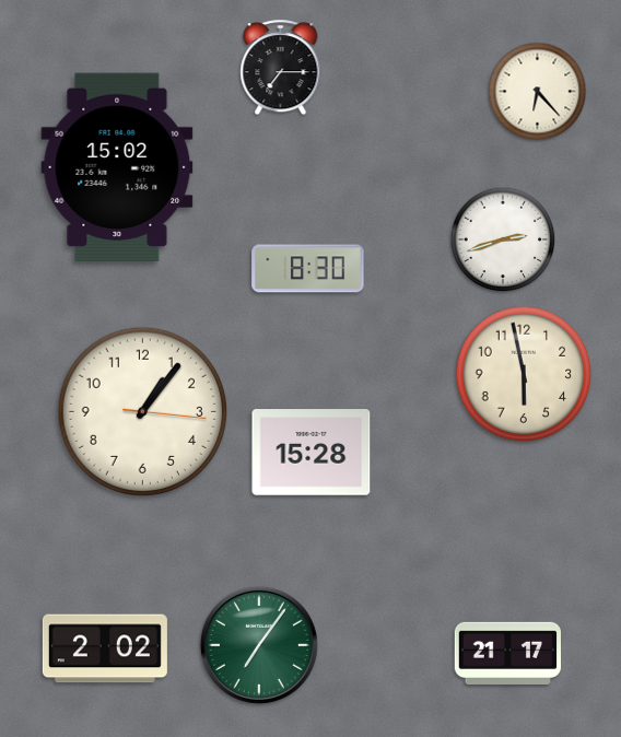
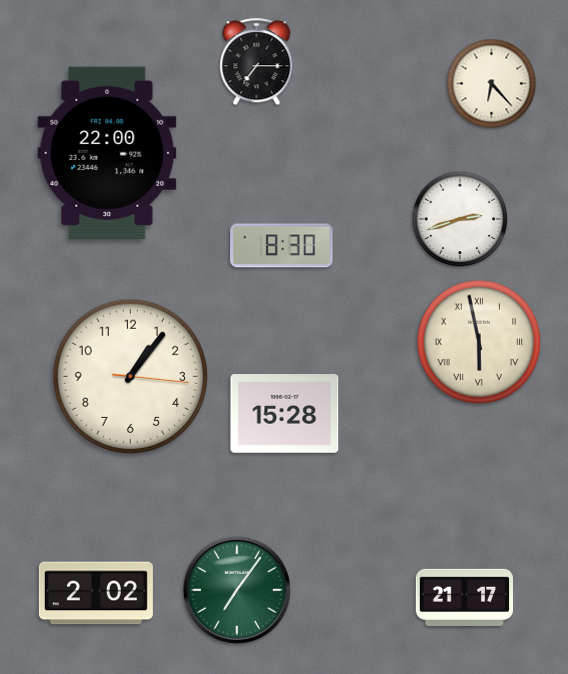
clock at (117, 166): 15:02 -> 22:00
clock at (524, 374) numerals: Arabic -> Roman
